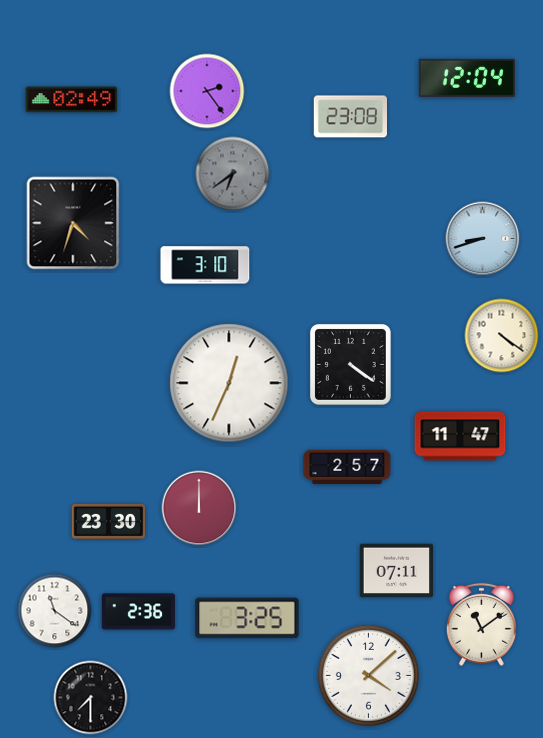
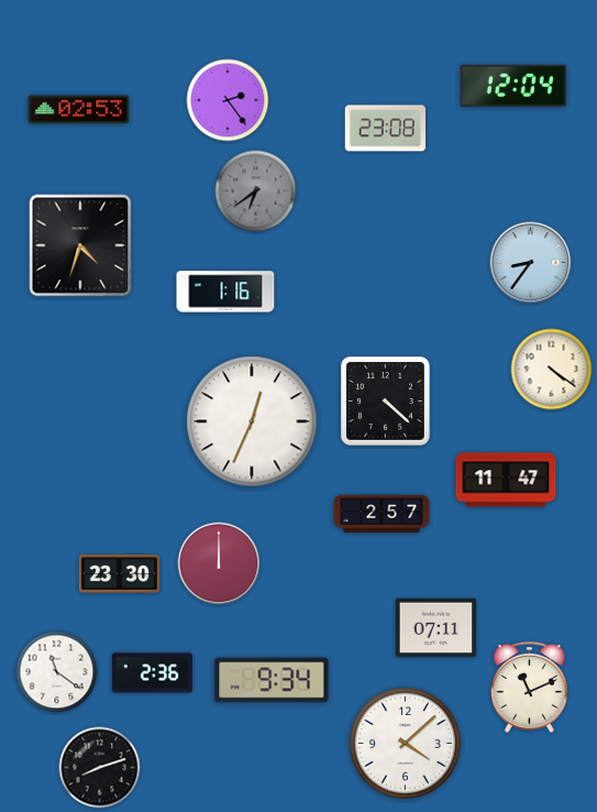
clock at (72, 100): 02:49 -> 02:53
clock at (483, 239): 8:42 -> 8:36
clock at (205, 265): 3:10 -> 1:16
clock at (350, 364): 4:21 -> 4:22
clock at (199, 508) position: (199, 508) -> (219, 563)
clock at (55, 611) position: (55, 611) -> (57, 672)
clock at (247, 618): 3:25 -> 9:34
clock at (481, 624): 11:09 -> 11:11
clock at (91, 698): 7:30 -> 8:12
